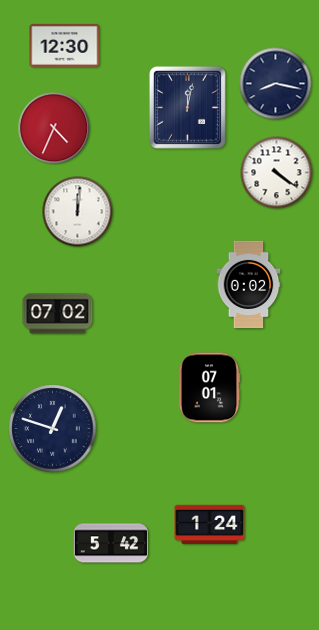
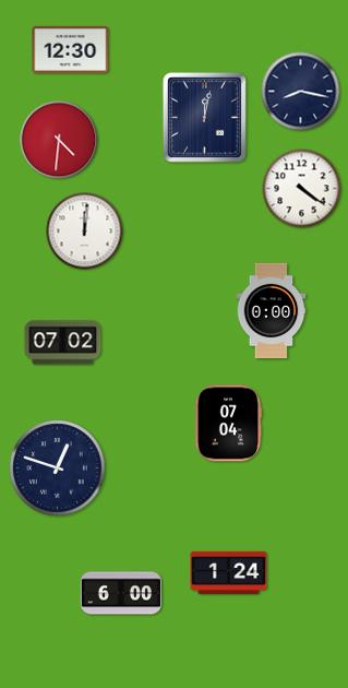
clock at (54, 128): 4:34 -> 4:31
clock at (249, 285): 0:02 -> 0:00
clock at (209, 388): 07:01 -> 07:04
clock at (110, 543): 5:42 -> 6:00
